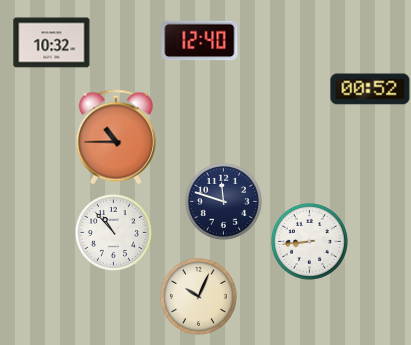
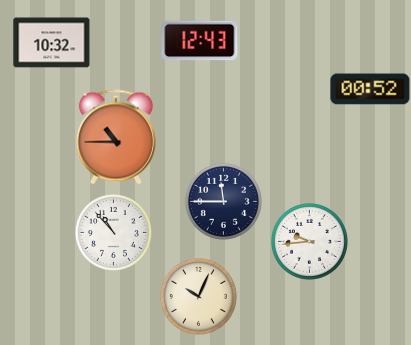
clock at (200, 41): 12:40 -> 12:43
clock at (223, 201): 11:48 -> 11:45
clock at (309, 241): 8:44 -> 9:44
